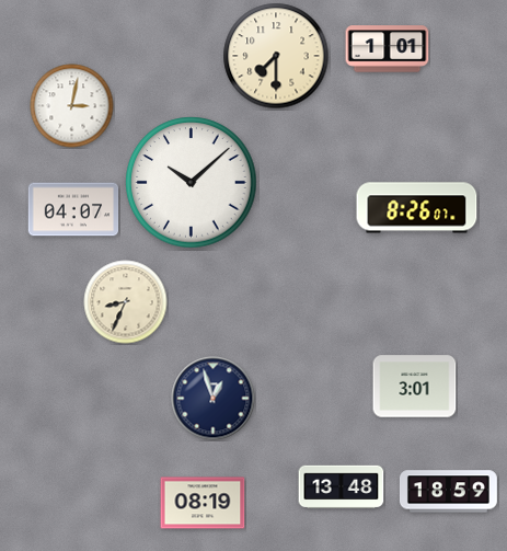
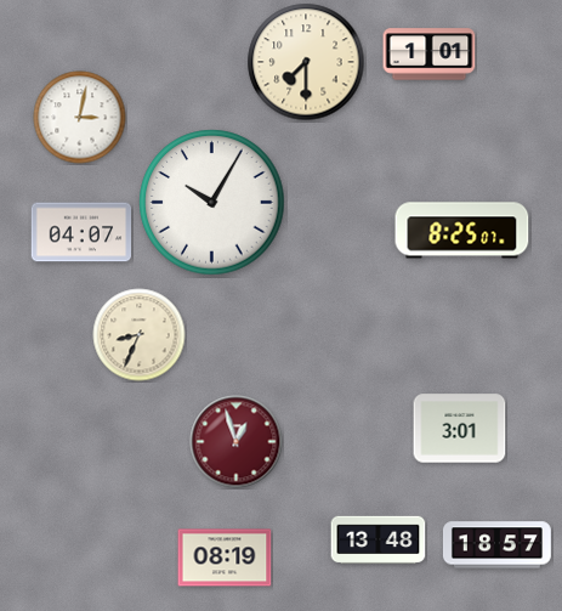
clock at (192, 183): 10:08 -> 10:05
clock at (417, 208): 8:26 -> 8:25
clock at (214, 399) dial: navy -> burgundy
clock at (448, 492): 18:59 -> 18:57
